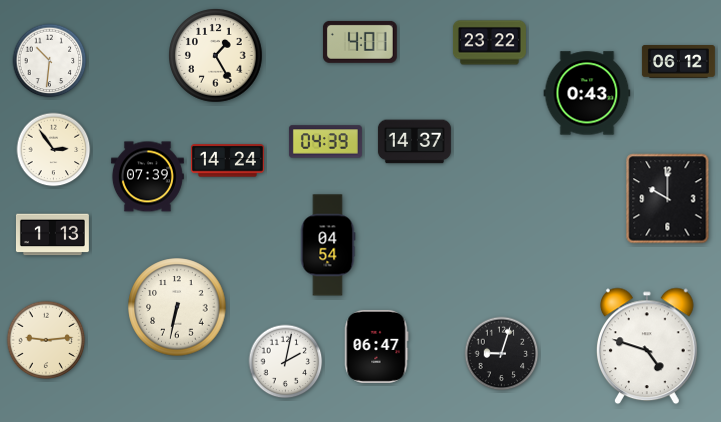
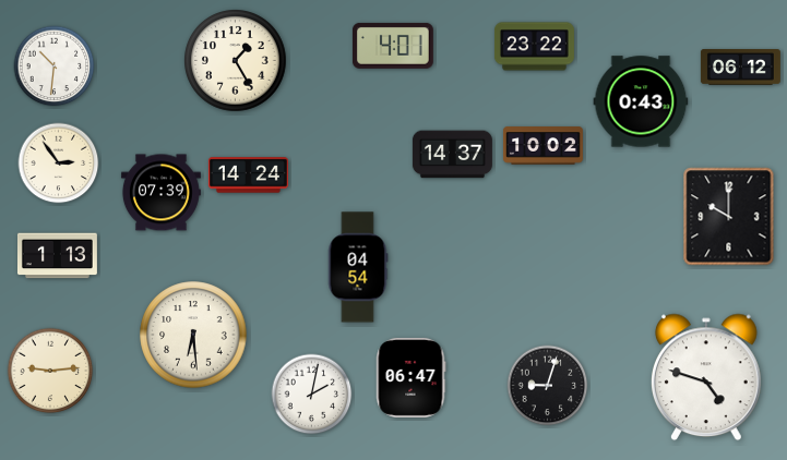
clock at (542, 146): none -> 10:02
clock at (325, 142): 04:39 -> none
clock at (177, 307): 6:32 -> 6:29
